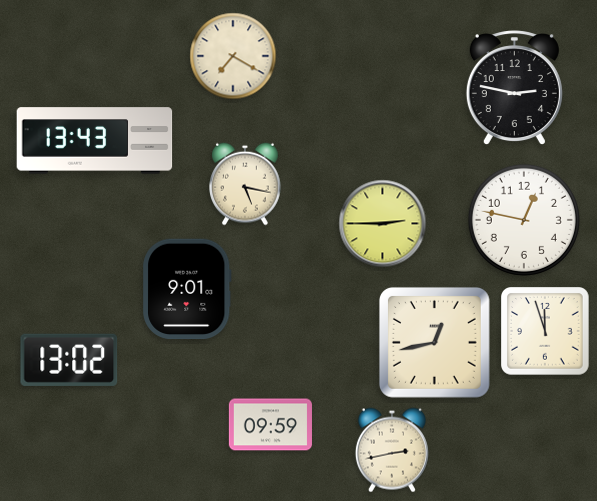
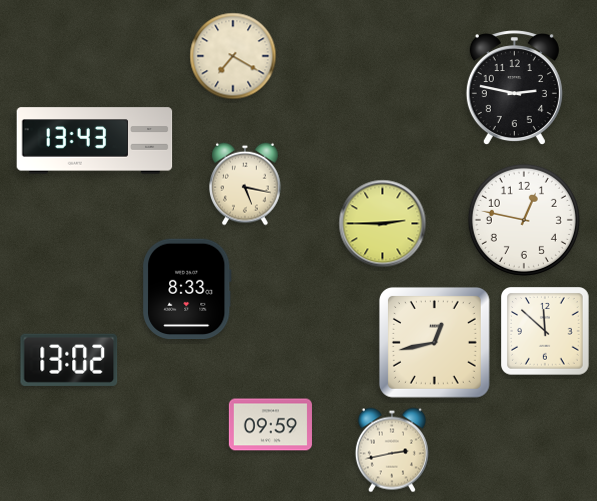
clock at (187, 289): 9:01 -> 8:33
clock at (546, 332): 11:57 -> 11:52
